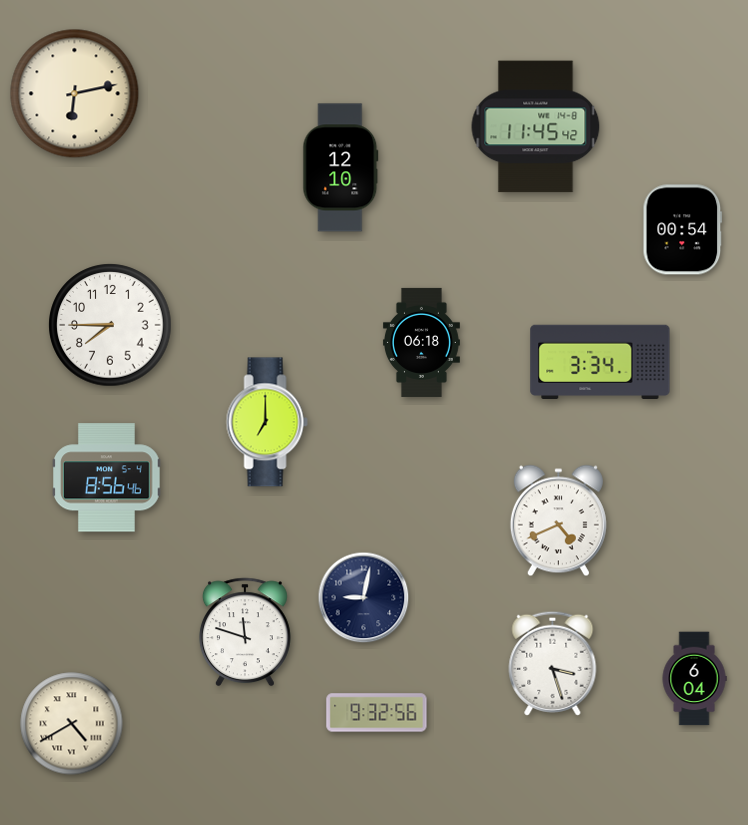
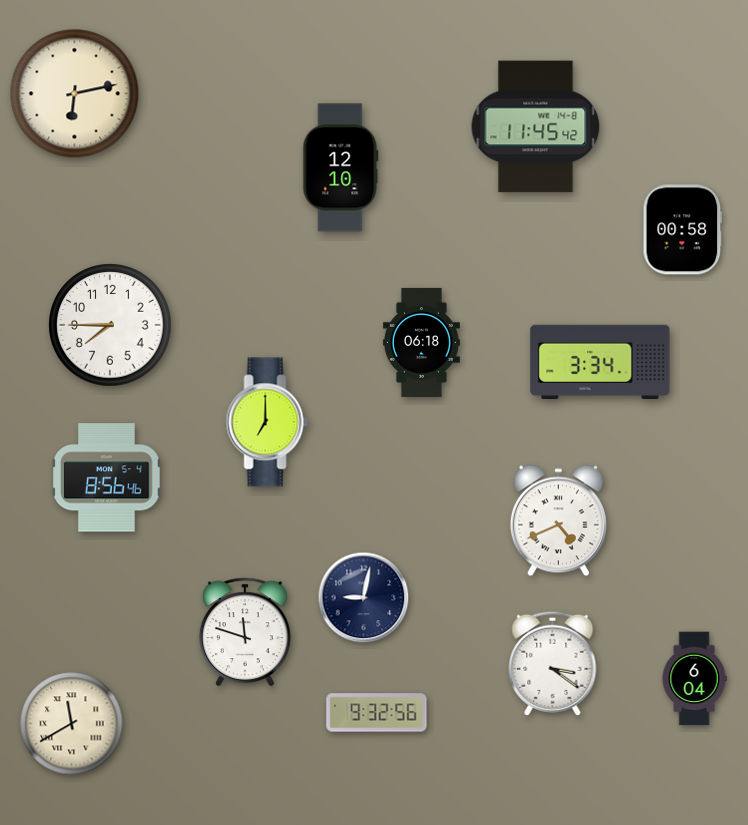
clock at (683, 230): 00:54 -> 00:58
clock at (553, 663): 3:27 -> 3:21
clock at (72, 724): 4:40 -> 11:40
